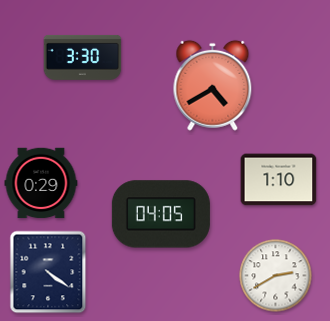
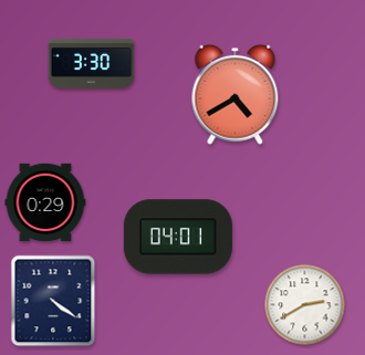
clock at (279, 180): 1:10 -> none
clock at (161, 214): 04:05 -> 04:01
